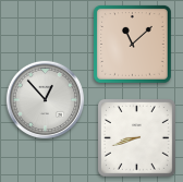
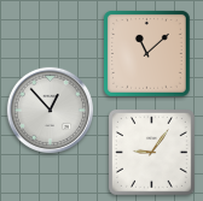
clock at (132, 44) position: (132, 44) -> (146, 53)
clock at (136, 137): 8:42 -> 9:06
